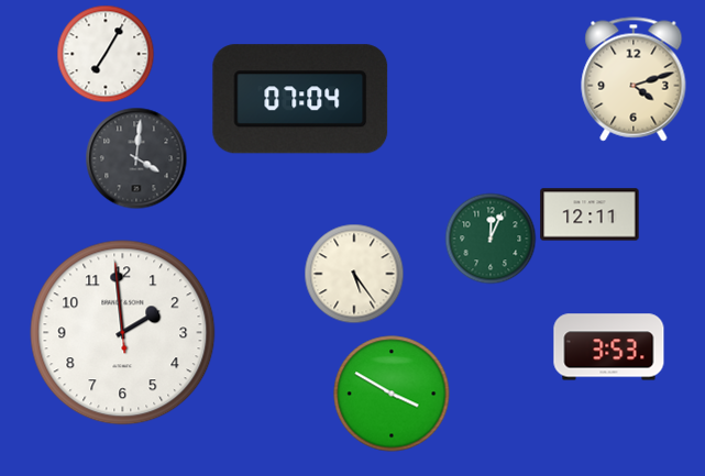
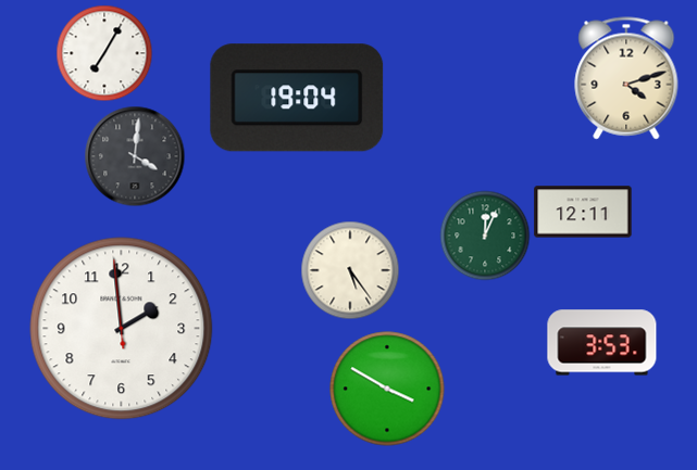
clock at (300, 99): 07:04 -> 19:04
